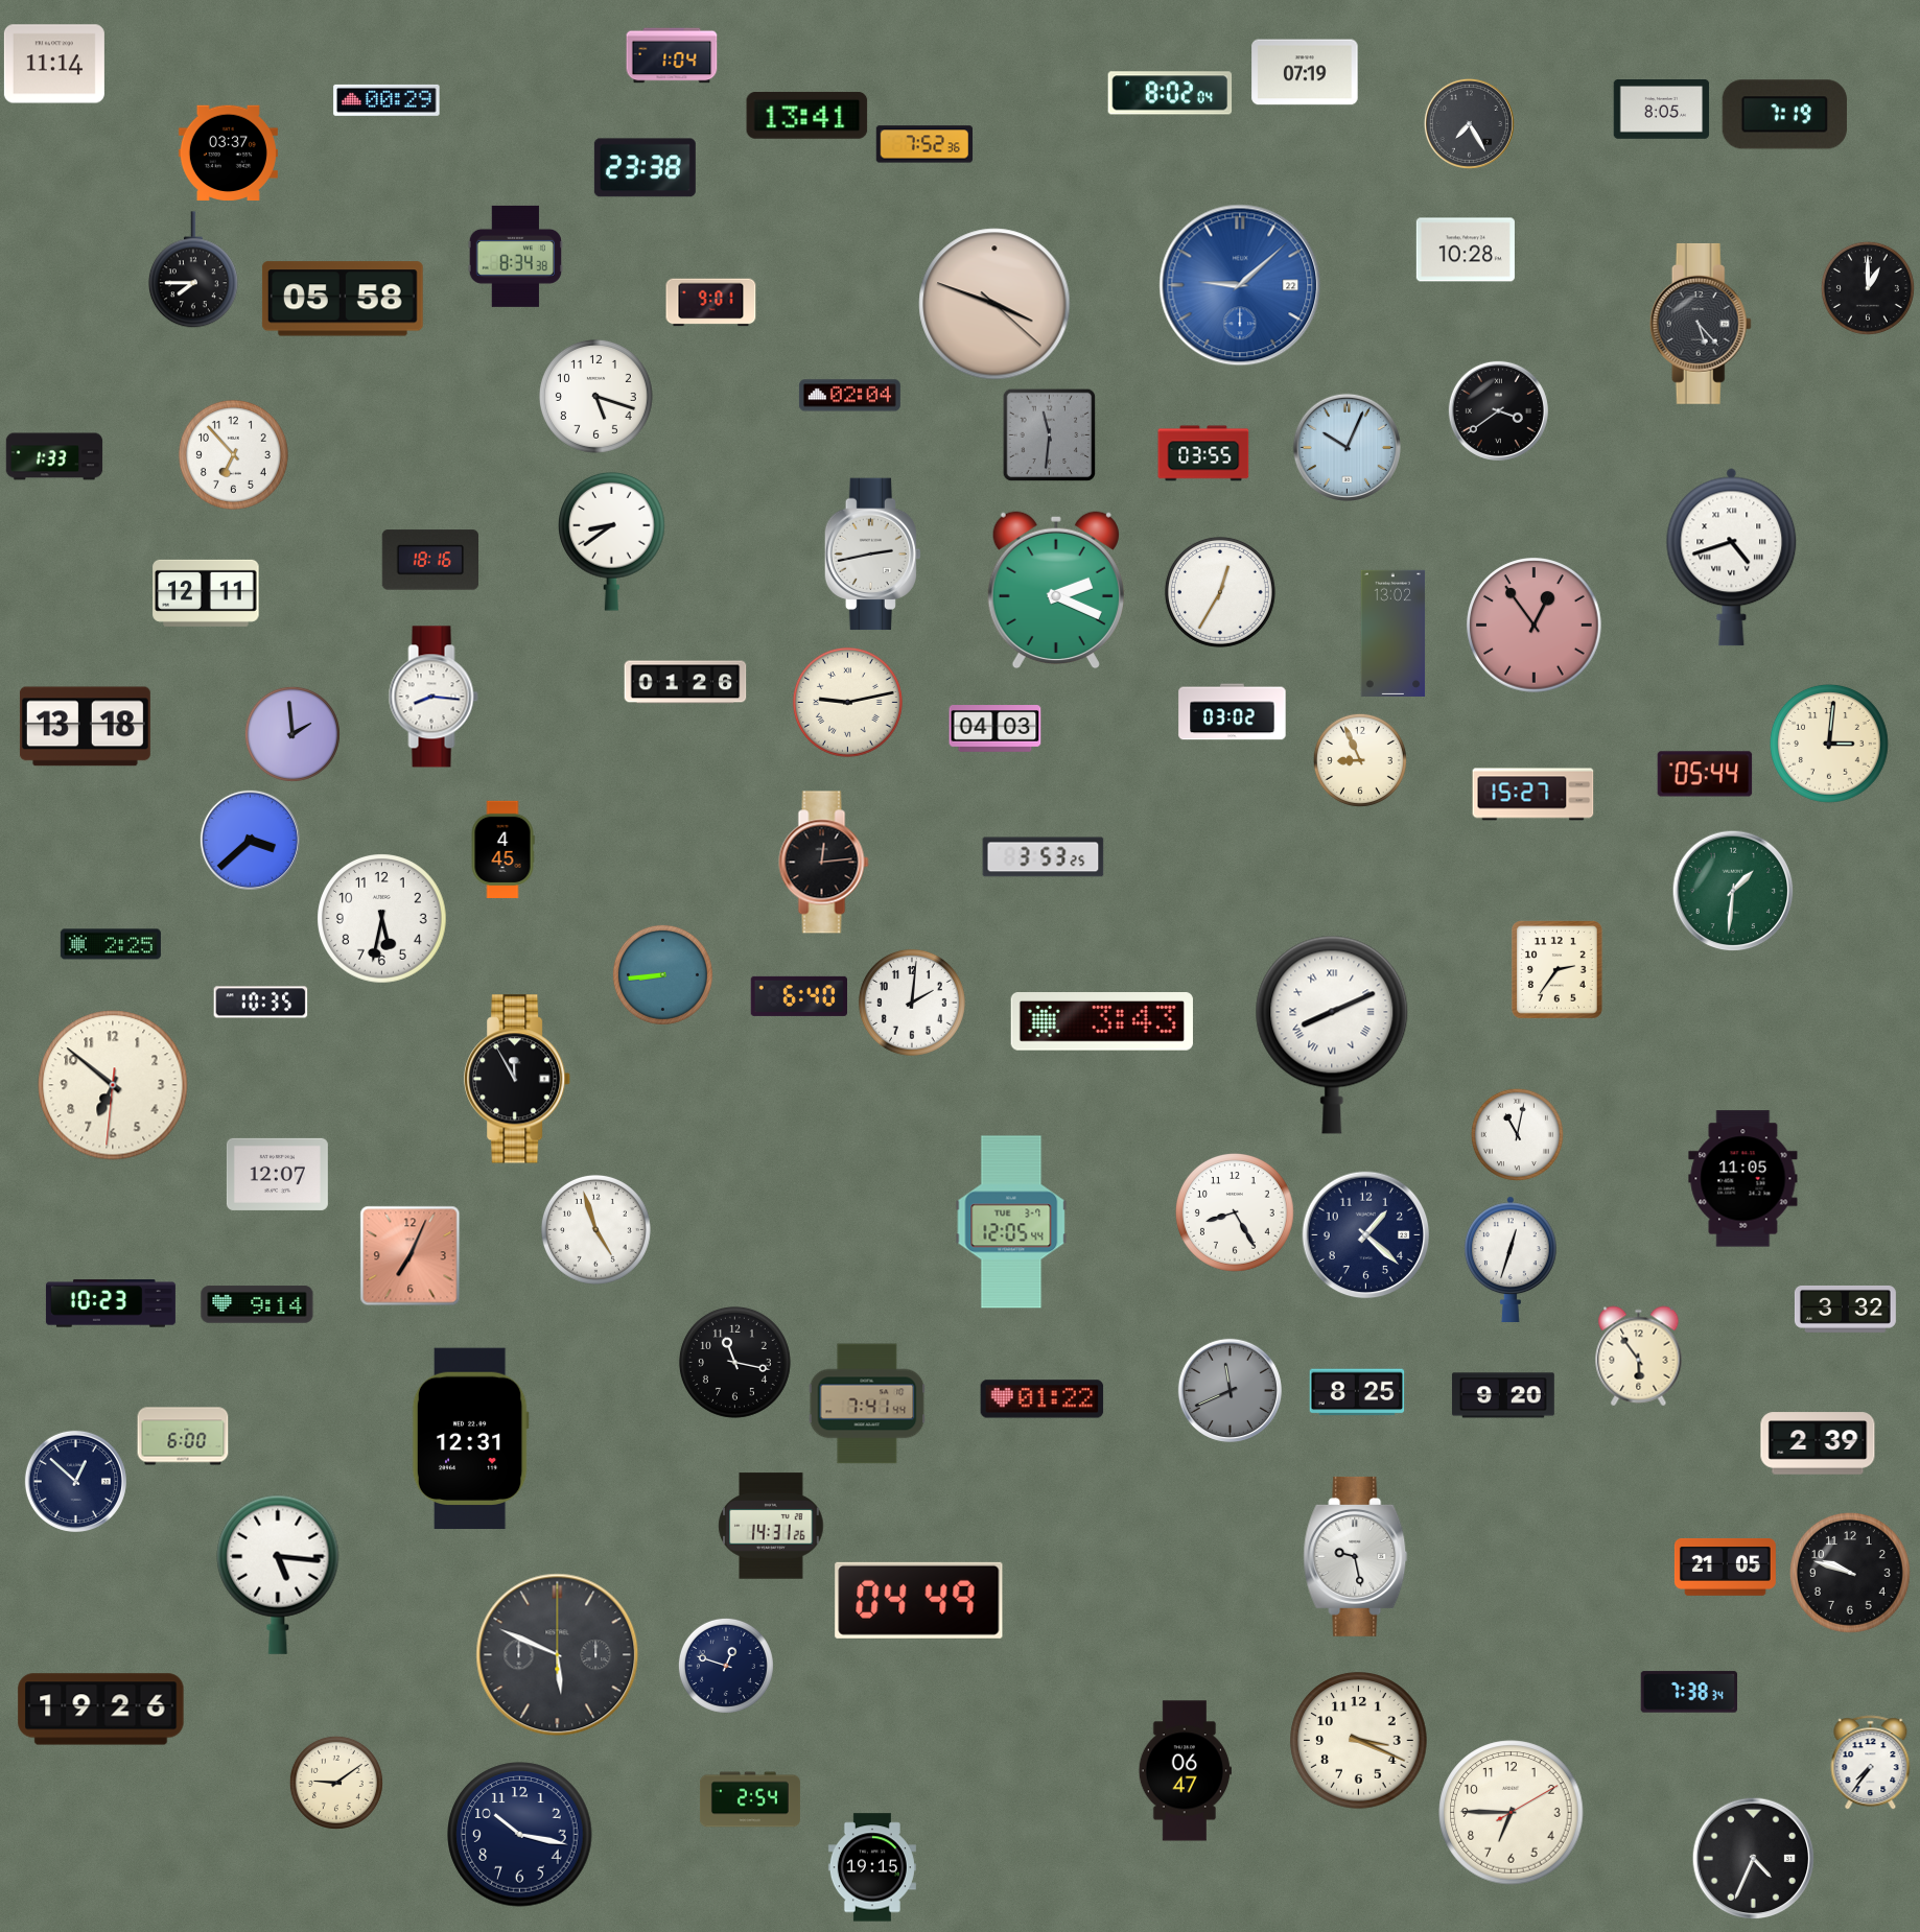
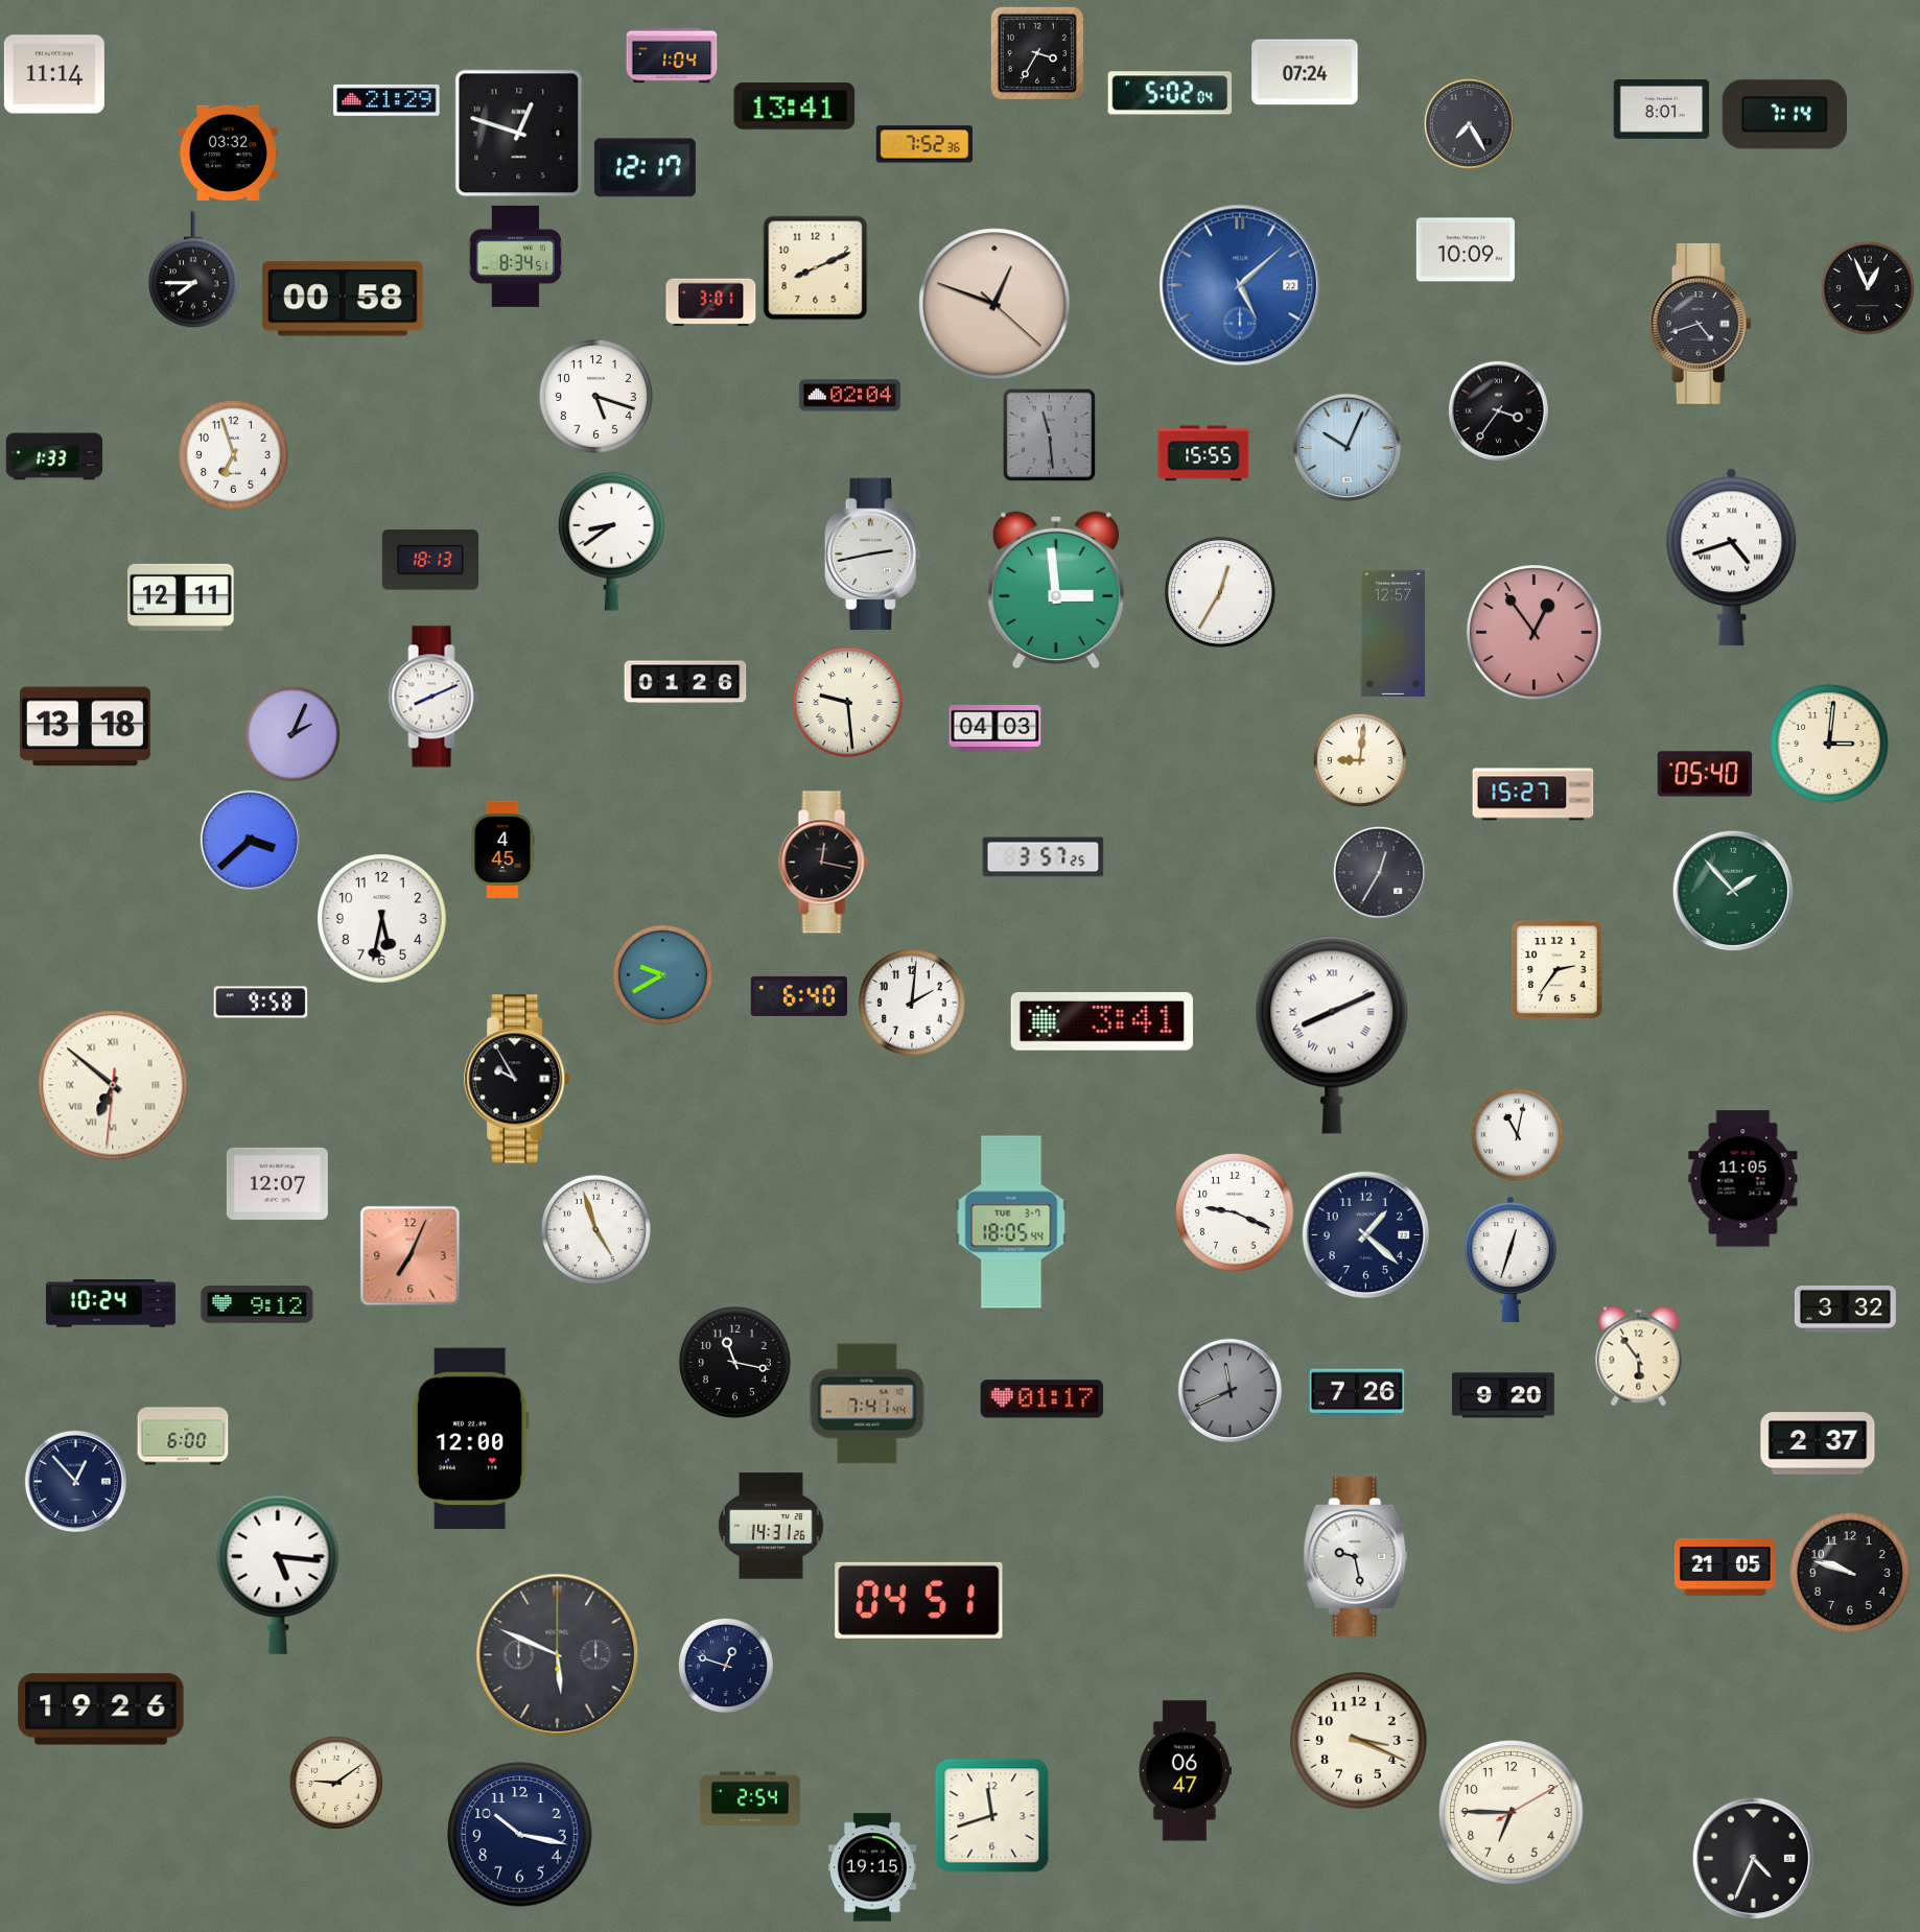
clock at (1037, 53): none -> 3:35
clock at (54, 64) position: (54, 64) -> (54, 74)
clock at (1305, 72): 07:19 -> 07:24
clock at (1170, 93): 8:02 -> 5:02
clock at (387, 100): 00:29 -> 21:29
clock at (1662, 110): 8:05 -> 8:01
clock at (1784, 115): 7:19 -> 7:14
clock at (807, 116) position: (807, 116) -> (795, 107)
clock at (519, 134): none -> 12:48
clock at (228, 152): 03:37 -> 03:32
clock at (645, 168): 23:38 -> 12:17
clock at (1466, 250): 10:28 -> 10:09
clock at (515, 256): 8:34:38 -> 8:34:51
clock at (816, 268): none -> 8:11
clock at (1240, 285): 9:08 -> 5:08
clock at (1868, 288): 1:00 -> 12:56
clock at (343, 299): 05:58 -> 00:58
clock at (711, 303): 9:01 -> 3:01
clock at (994, 304): 3:48 -> 12:48
clock at (1701, 324): 5:23 -> 4:42
clock at (1498, 410): 3:39 -> 3:36
clock at (1050, 435): 11:31 -> 11:29
clock at (1203, 453): 03:55 -> 15:55
clock at (233, 454): 6:53 -> 6:57
clock at (429, 560): 18:16 -> 18:13
clock at (1056, 590): 2:19 -> 2:59
clock at (206, 593) position: (206, 593) -> (181, 597)
clock at (1535, 626) position: (1535, 626) -> (1535, 633)
clock at (1394, 633): 13:02 -> 12:57
clock at (434, 697): 8:16 -> 8:11
clock at (847, 702): 9:13 -> 9:29
clock at (1233, 712): 03:02 -> none
clock at (292, 734): 1:59 -> 2:04
clock at (1360, 760): 8:56 -> 9:01
clock at (1705, 774): 05:44 -> 05:40
clock at (1044, 857): 3:53 -> 3:57
clock at (824, 863): 12:14 -> 12:17
clock at (1379, 872): none -> 12:35
clock at (1733, 891): 1:31 -> 1:53
clock at (111, 944): 2:25 -> none
clock at (662, 974): 8:44 -> 9:40
clock at (261, 1003): 10:35 -> 9:58
clock at (1102, 1022): 3:43 -> 3:41
clock at (518, 1079): 11:55 -> 9:55
clock at (113, 1085) numerals: Arabic -> Roman
clock at (277, 1174) position: (277, 1174) -> (277, 1183)
clock at (1236, 1214): 8:25 -> 9:19
clock at (1011, 1222): 12:05 -> 18:05
clock at (111, 1303): 10:23 -> 10:24
clock at (257, 1304): 9:14 -> 9:12
clock at (1357, 1392): 8:25 -> 7:26
clock at (1043, 1399): 01:22 -> 01:17
clock at (470, 1439): 12:31 -> 12:00
clock at (1818, 1443): 2:39 -> 2:37
clock at (75, 1481): 12:52 -> 12:53
clock at (919, 1600): 04:49 -> 04:51
clock at (1688, 1692): 7:38 -> none
clock at (1871, 1763): 7:36 -> none
clock at (992, 1816): none -> 11:42
